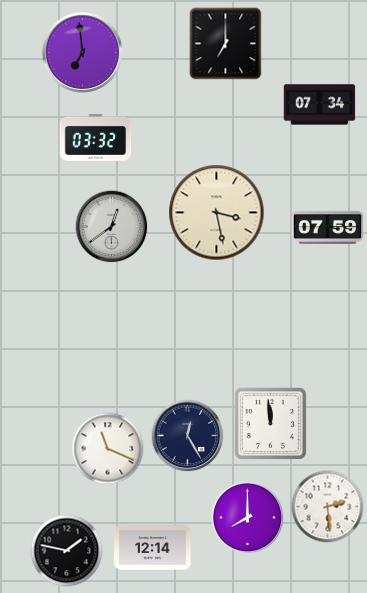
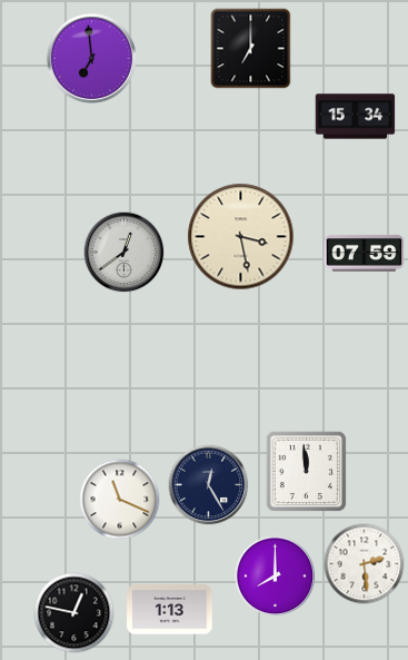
clock at (320, 105): 07:34 -> 15:34
clock at (96, 137): 03:32 -> none
clock at (270, 423) position: (270, 423) -> (306, 471)
clock at (153, 548): 12:14 -> 1:13
clock at (67, 551): 1:47 -> 12:47
